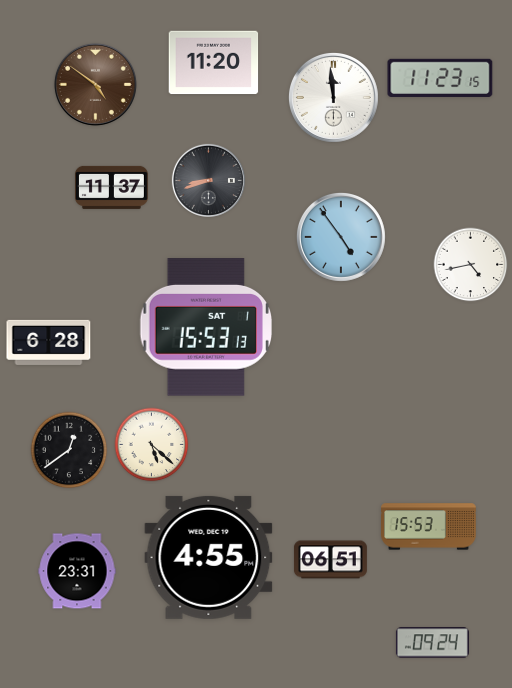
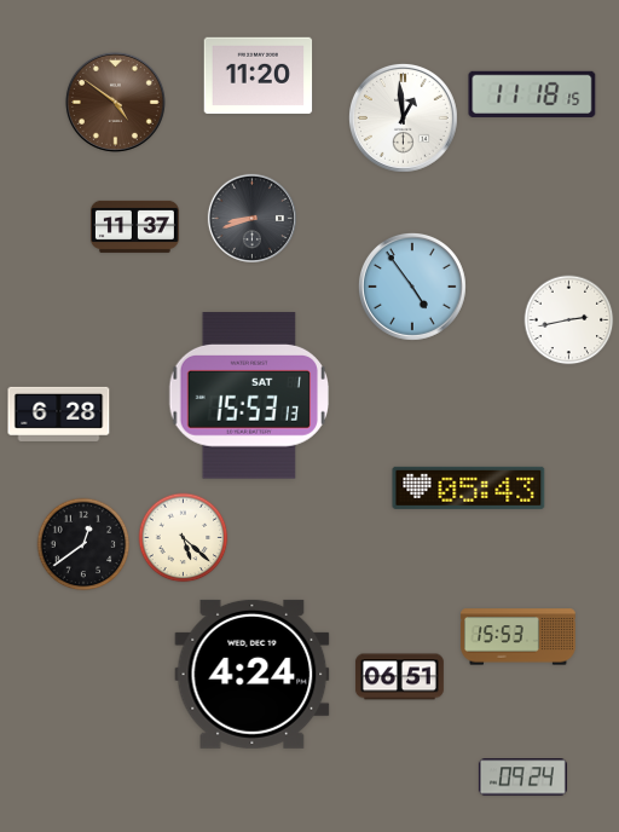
clock at (440, 78): 11:23 -> 11:18
clock at (333, 97): 11:59 -> 12:59
clock at (471, 265): 4:43 -> 2:43
clock at (469, 487): none -> 05:43
clock at (209, 557): 4:55 -> 4:24
clock at (77, 571): 23:31 -> none
